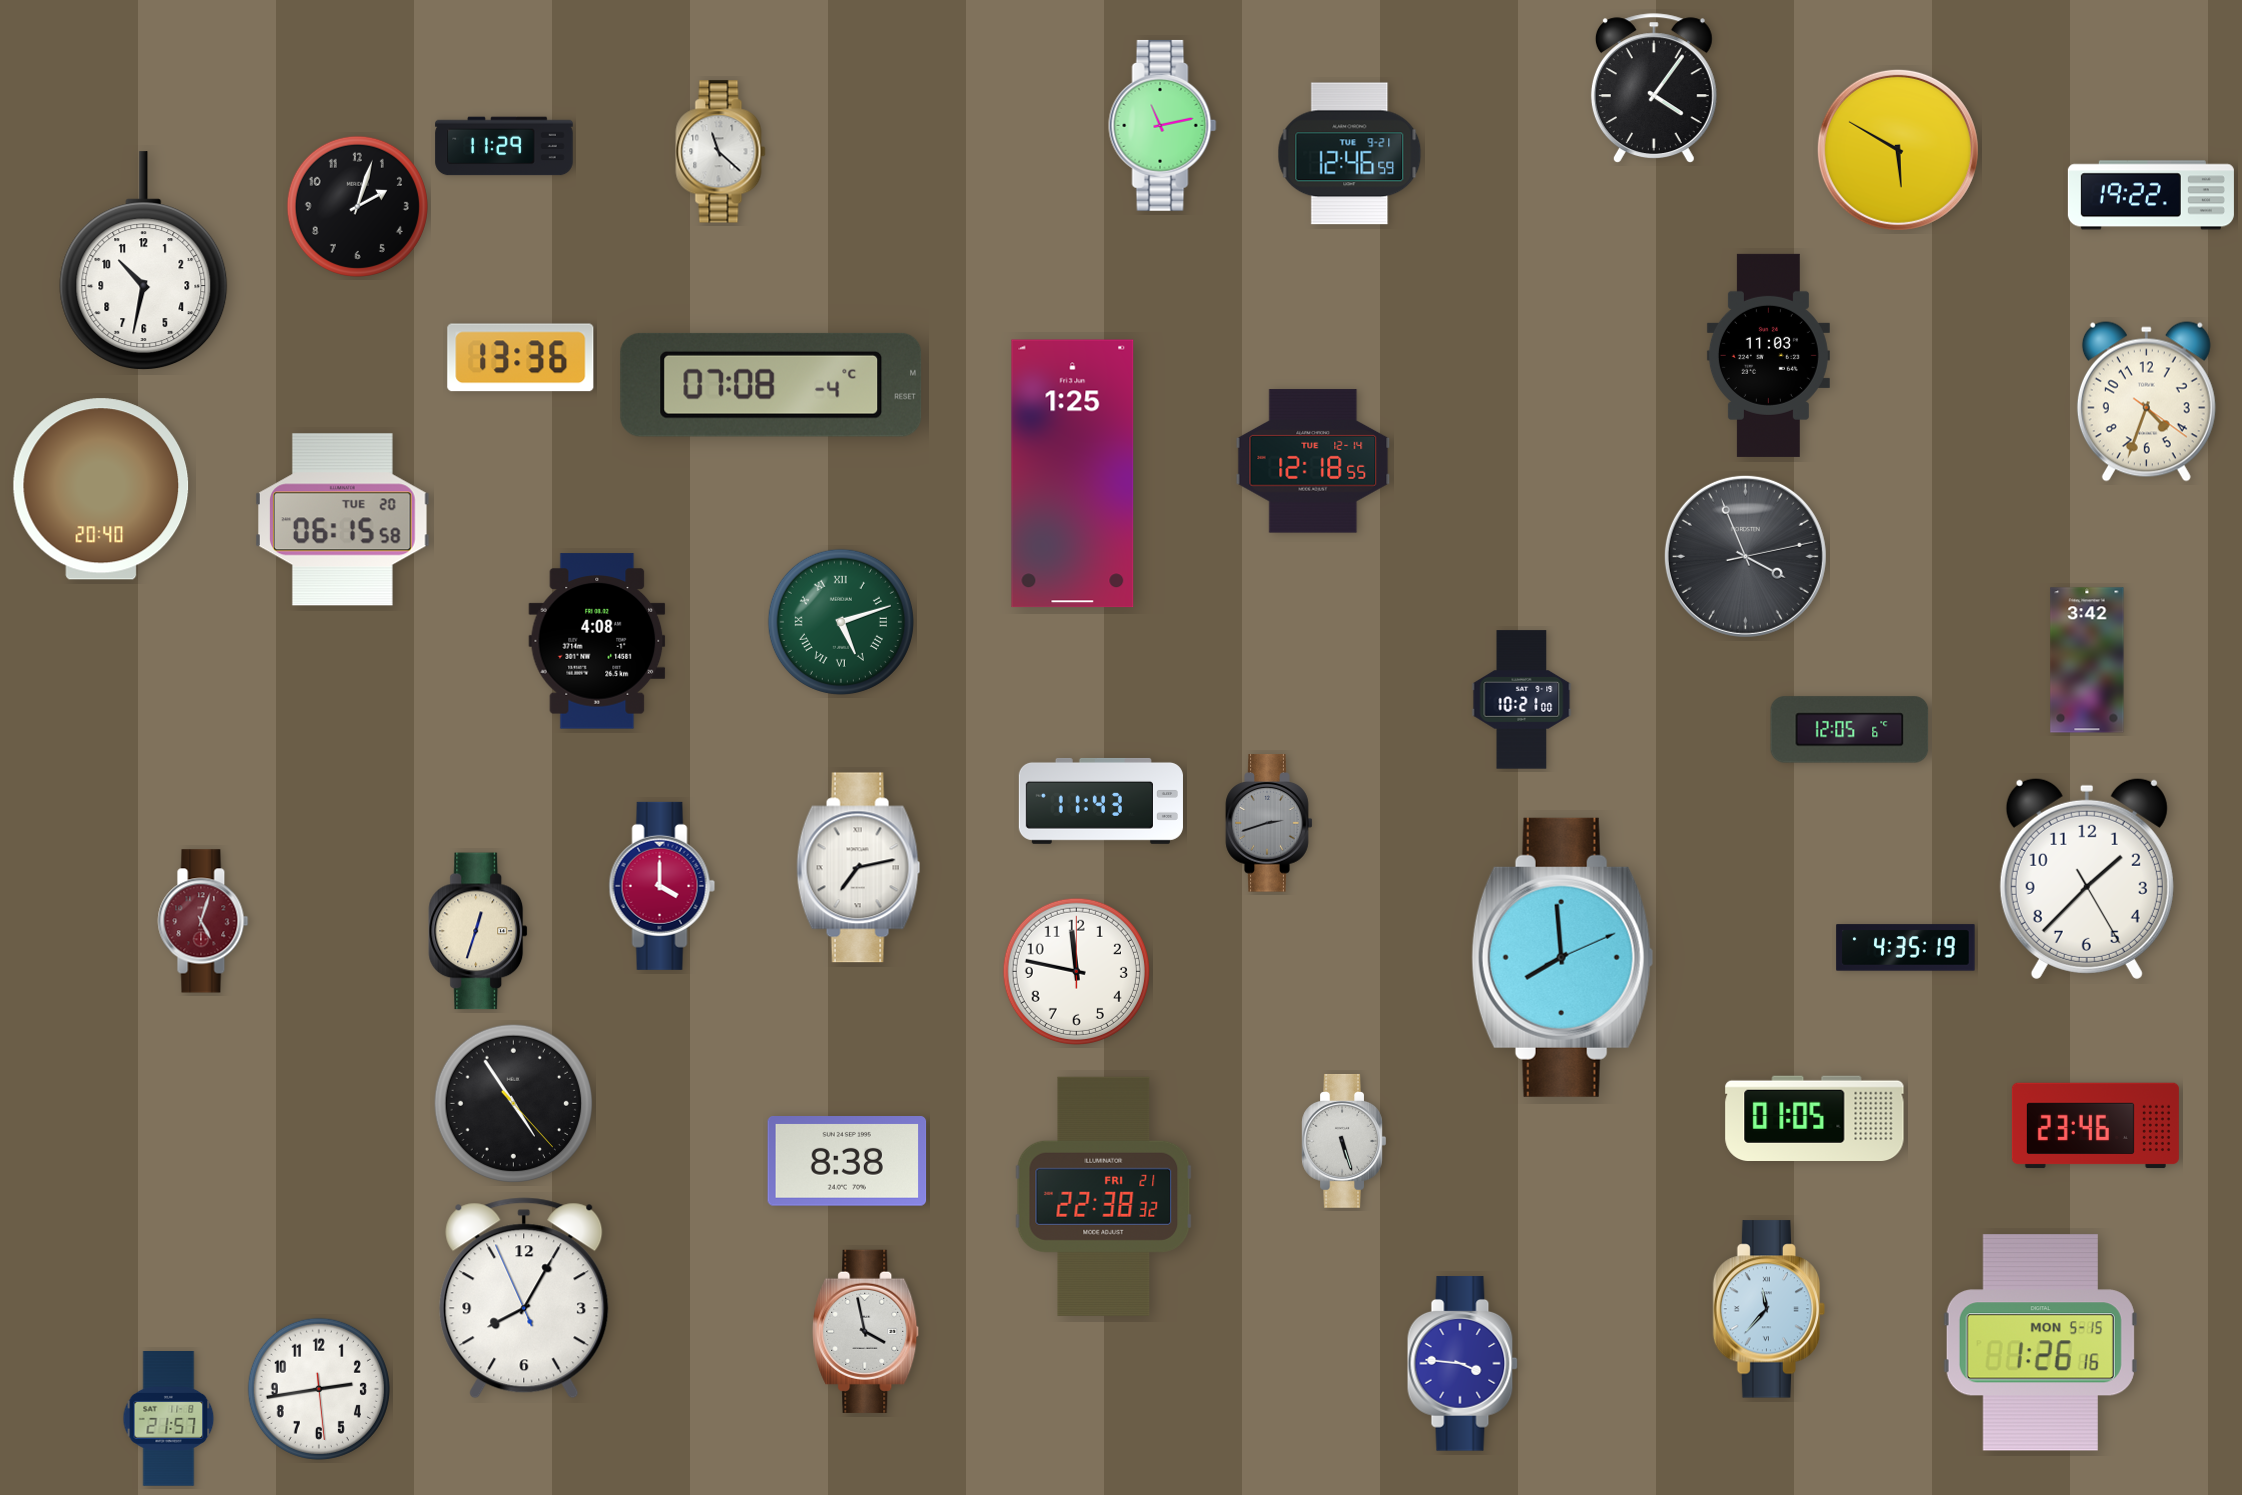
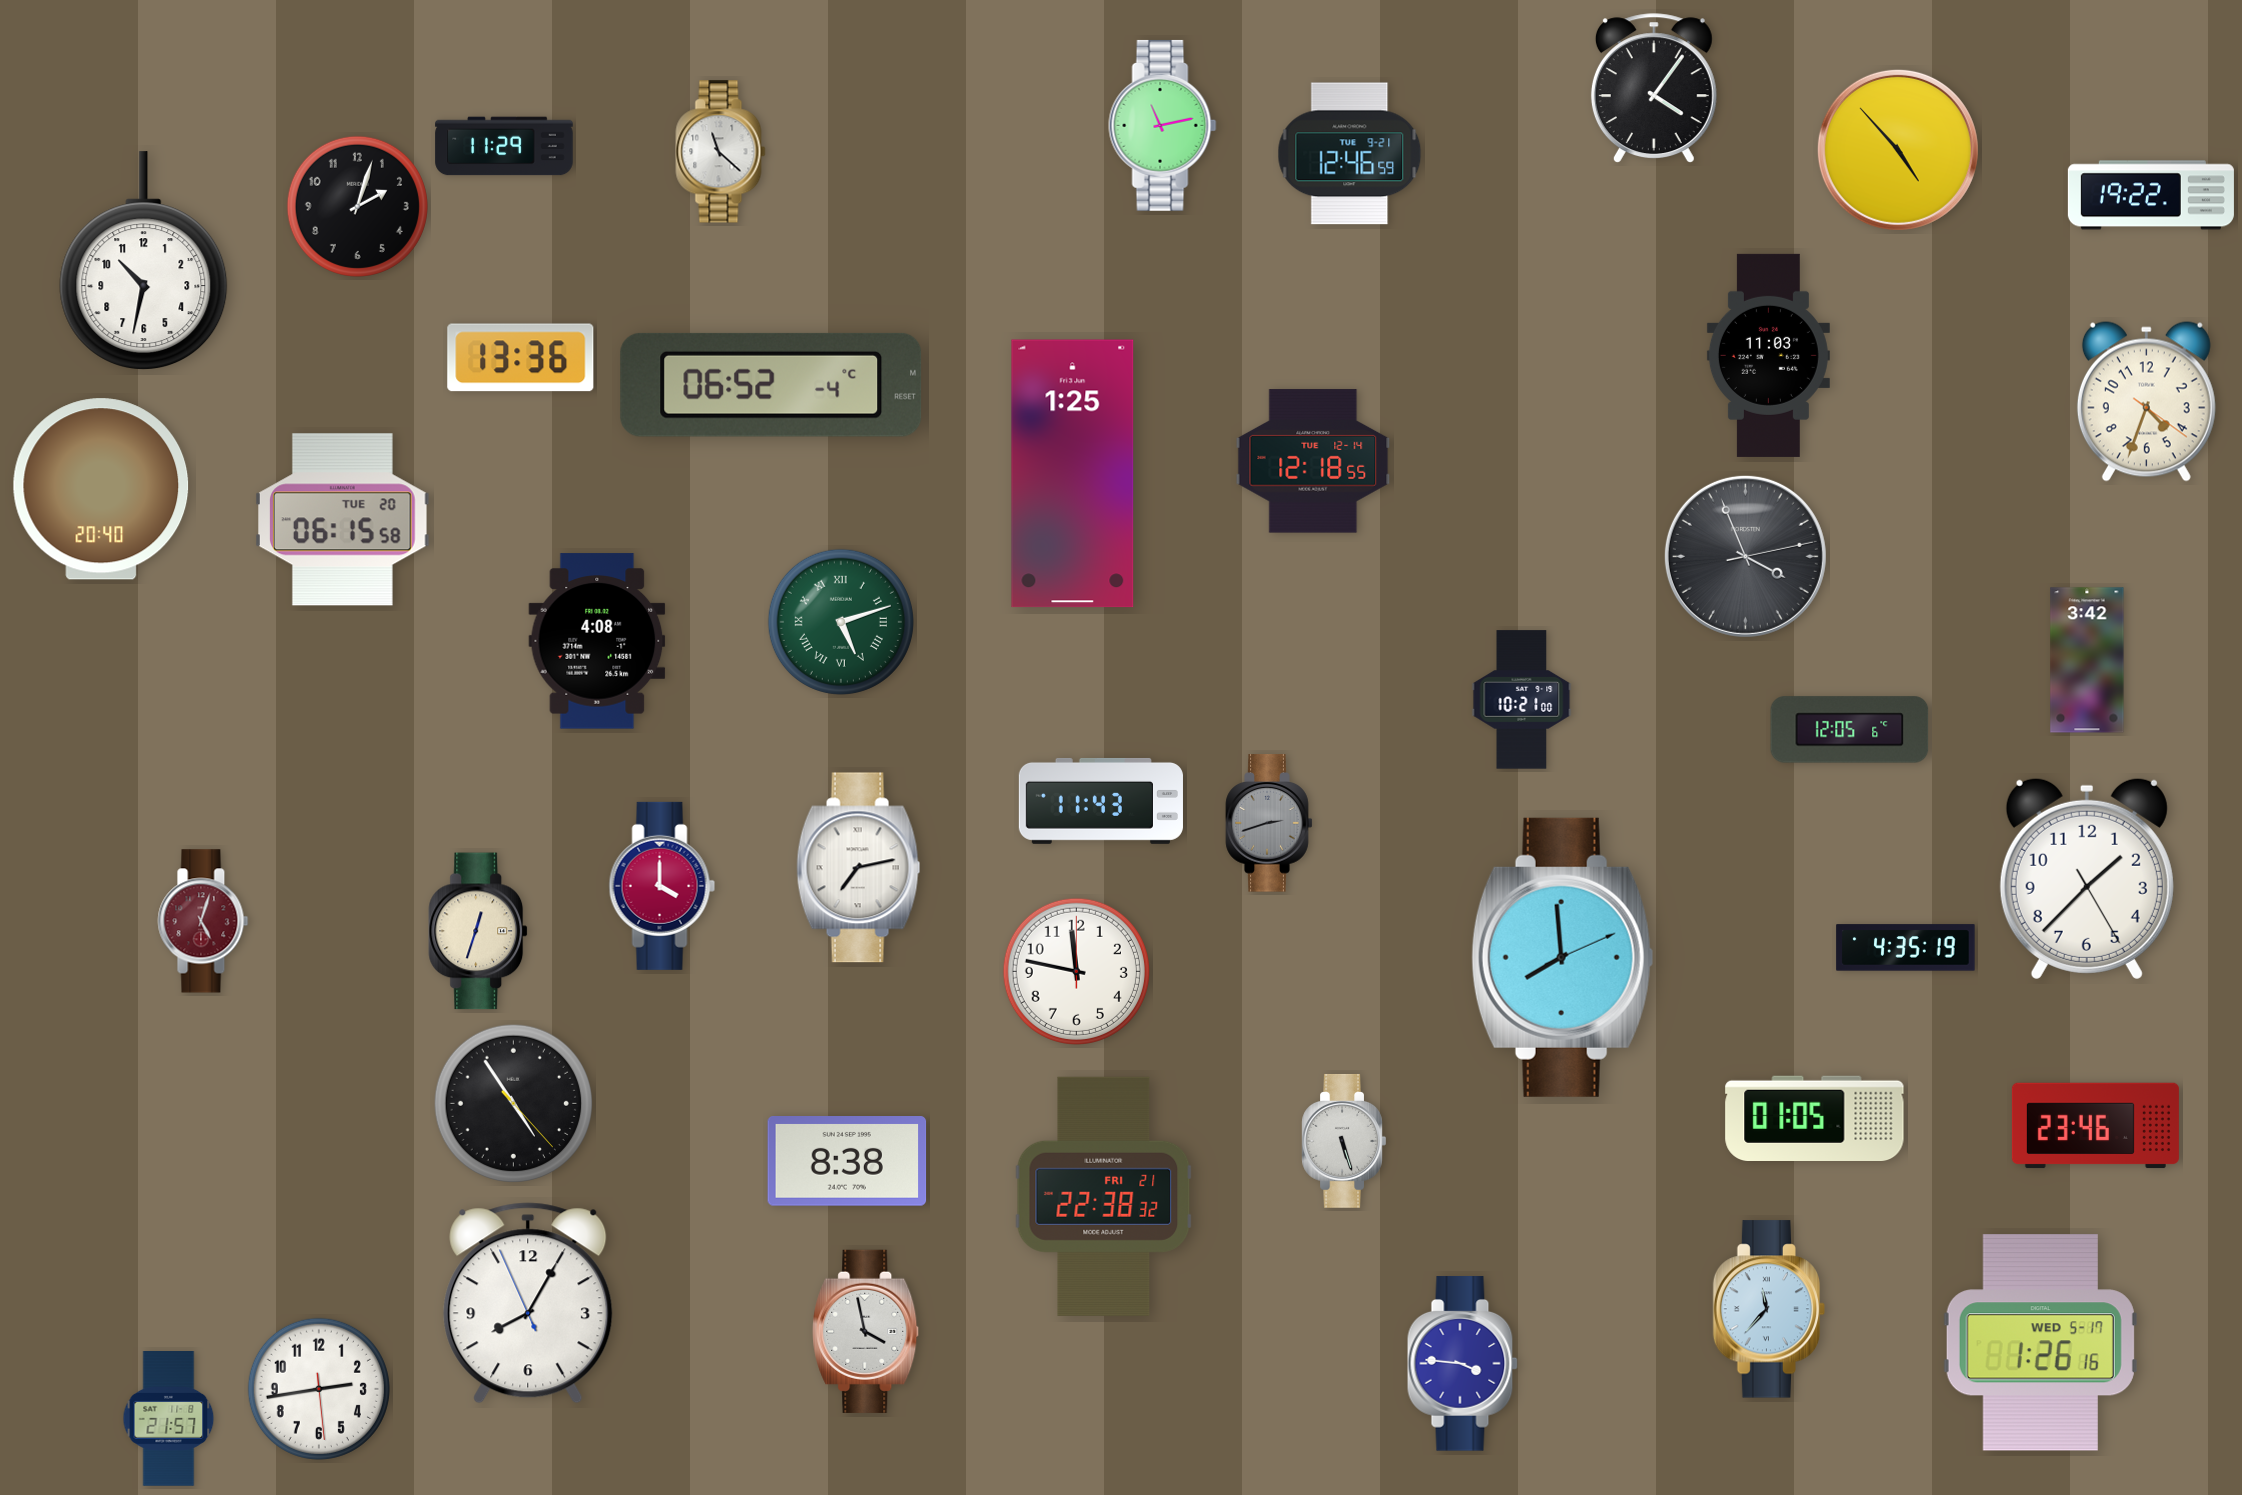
clock at (1898, 150): 5:50 -> 4:53
clock at (771, 385): 07:08 -> 06:52
clock at (524, 1298) position: (524, 1298) -> (528, 1303)
clock at (2040, 1343) date: MON 5-15 -> WED 5-17
